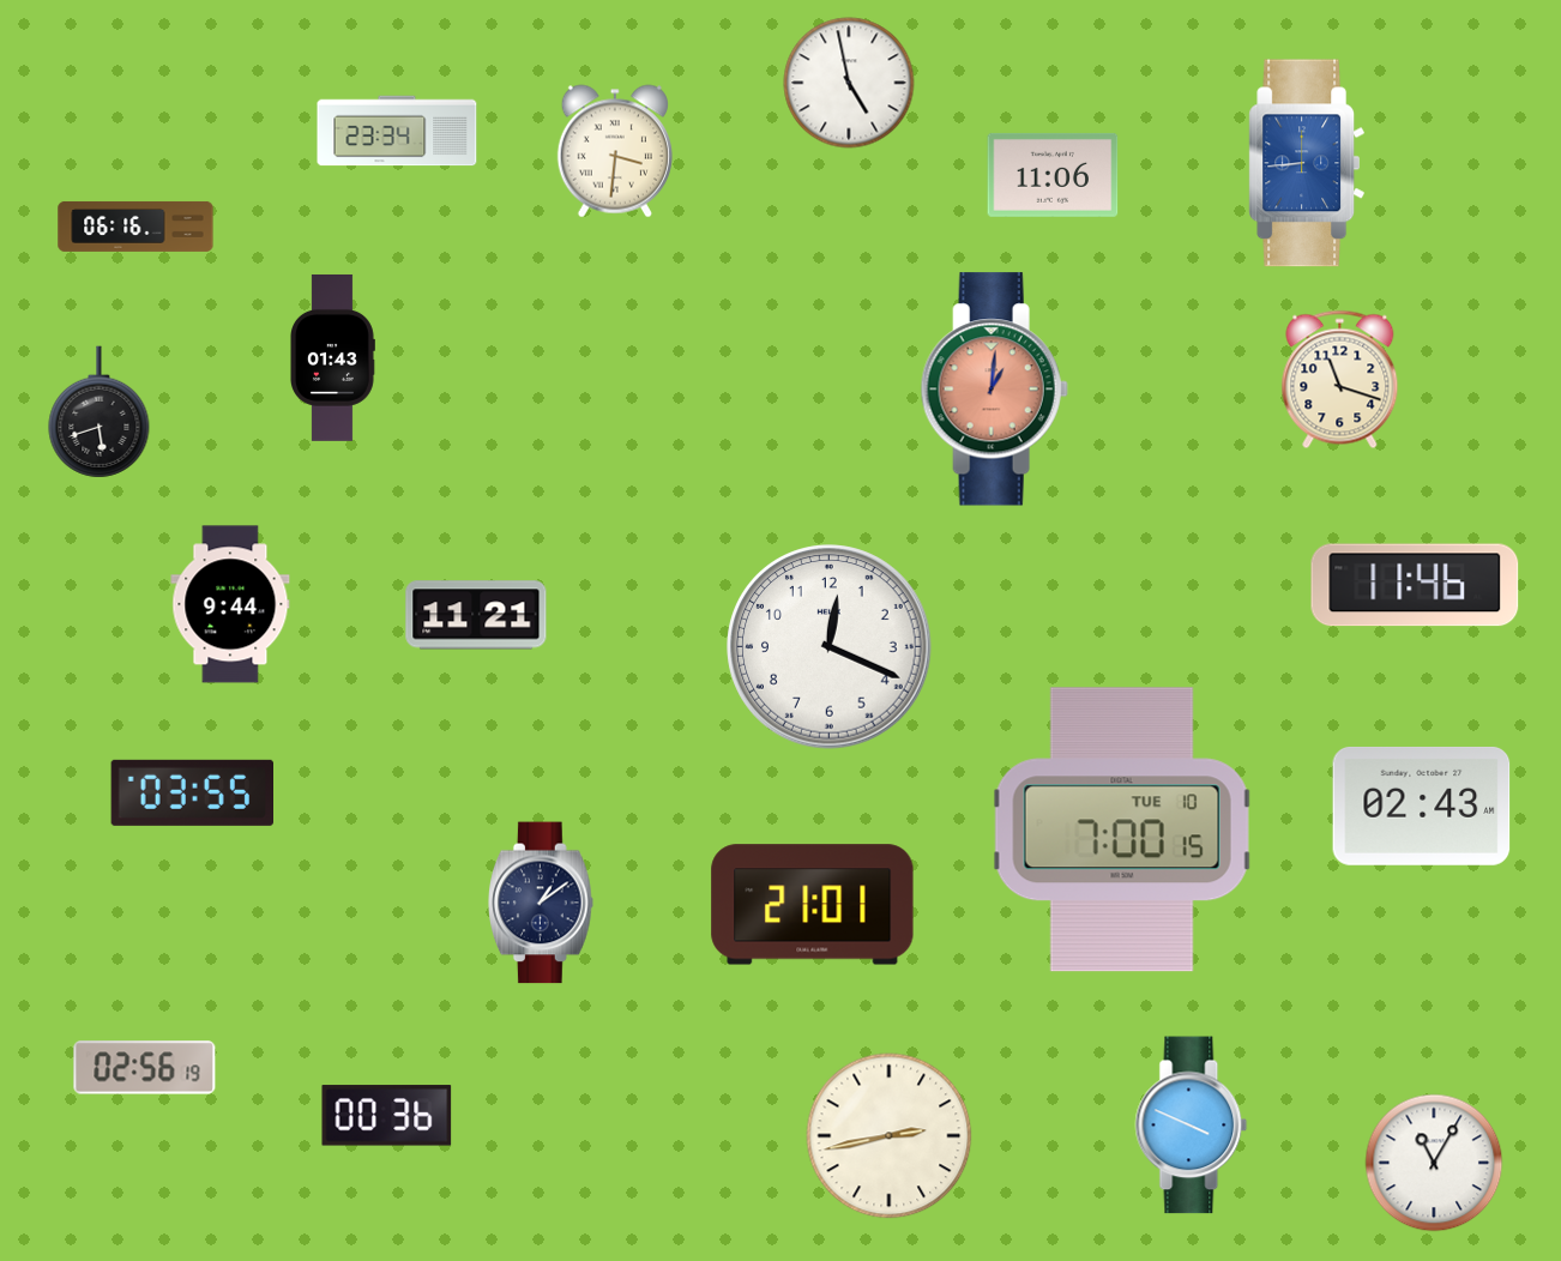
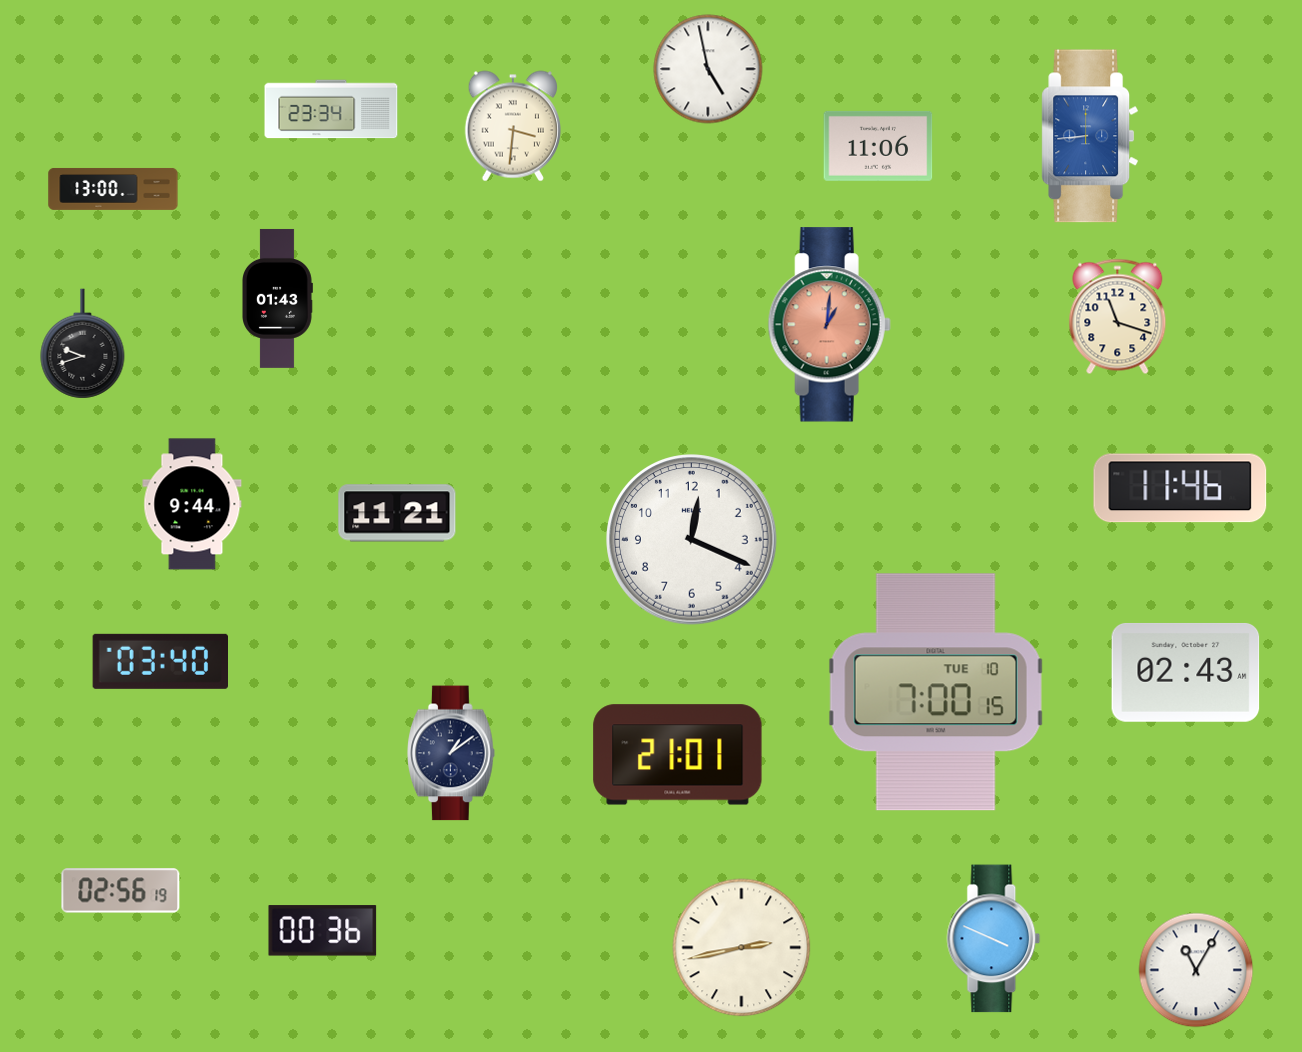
clock at (135, 227): 06:16 -> 13:00
clock at (100, 412): 5:42 -> 9:42
clock at (192, 792): 03:55 -> 03:40
